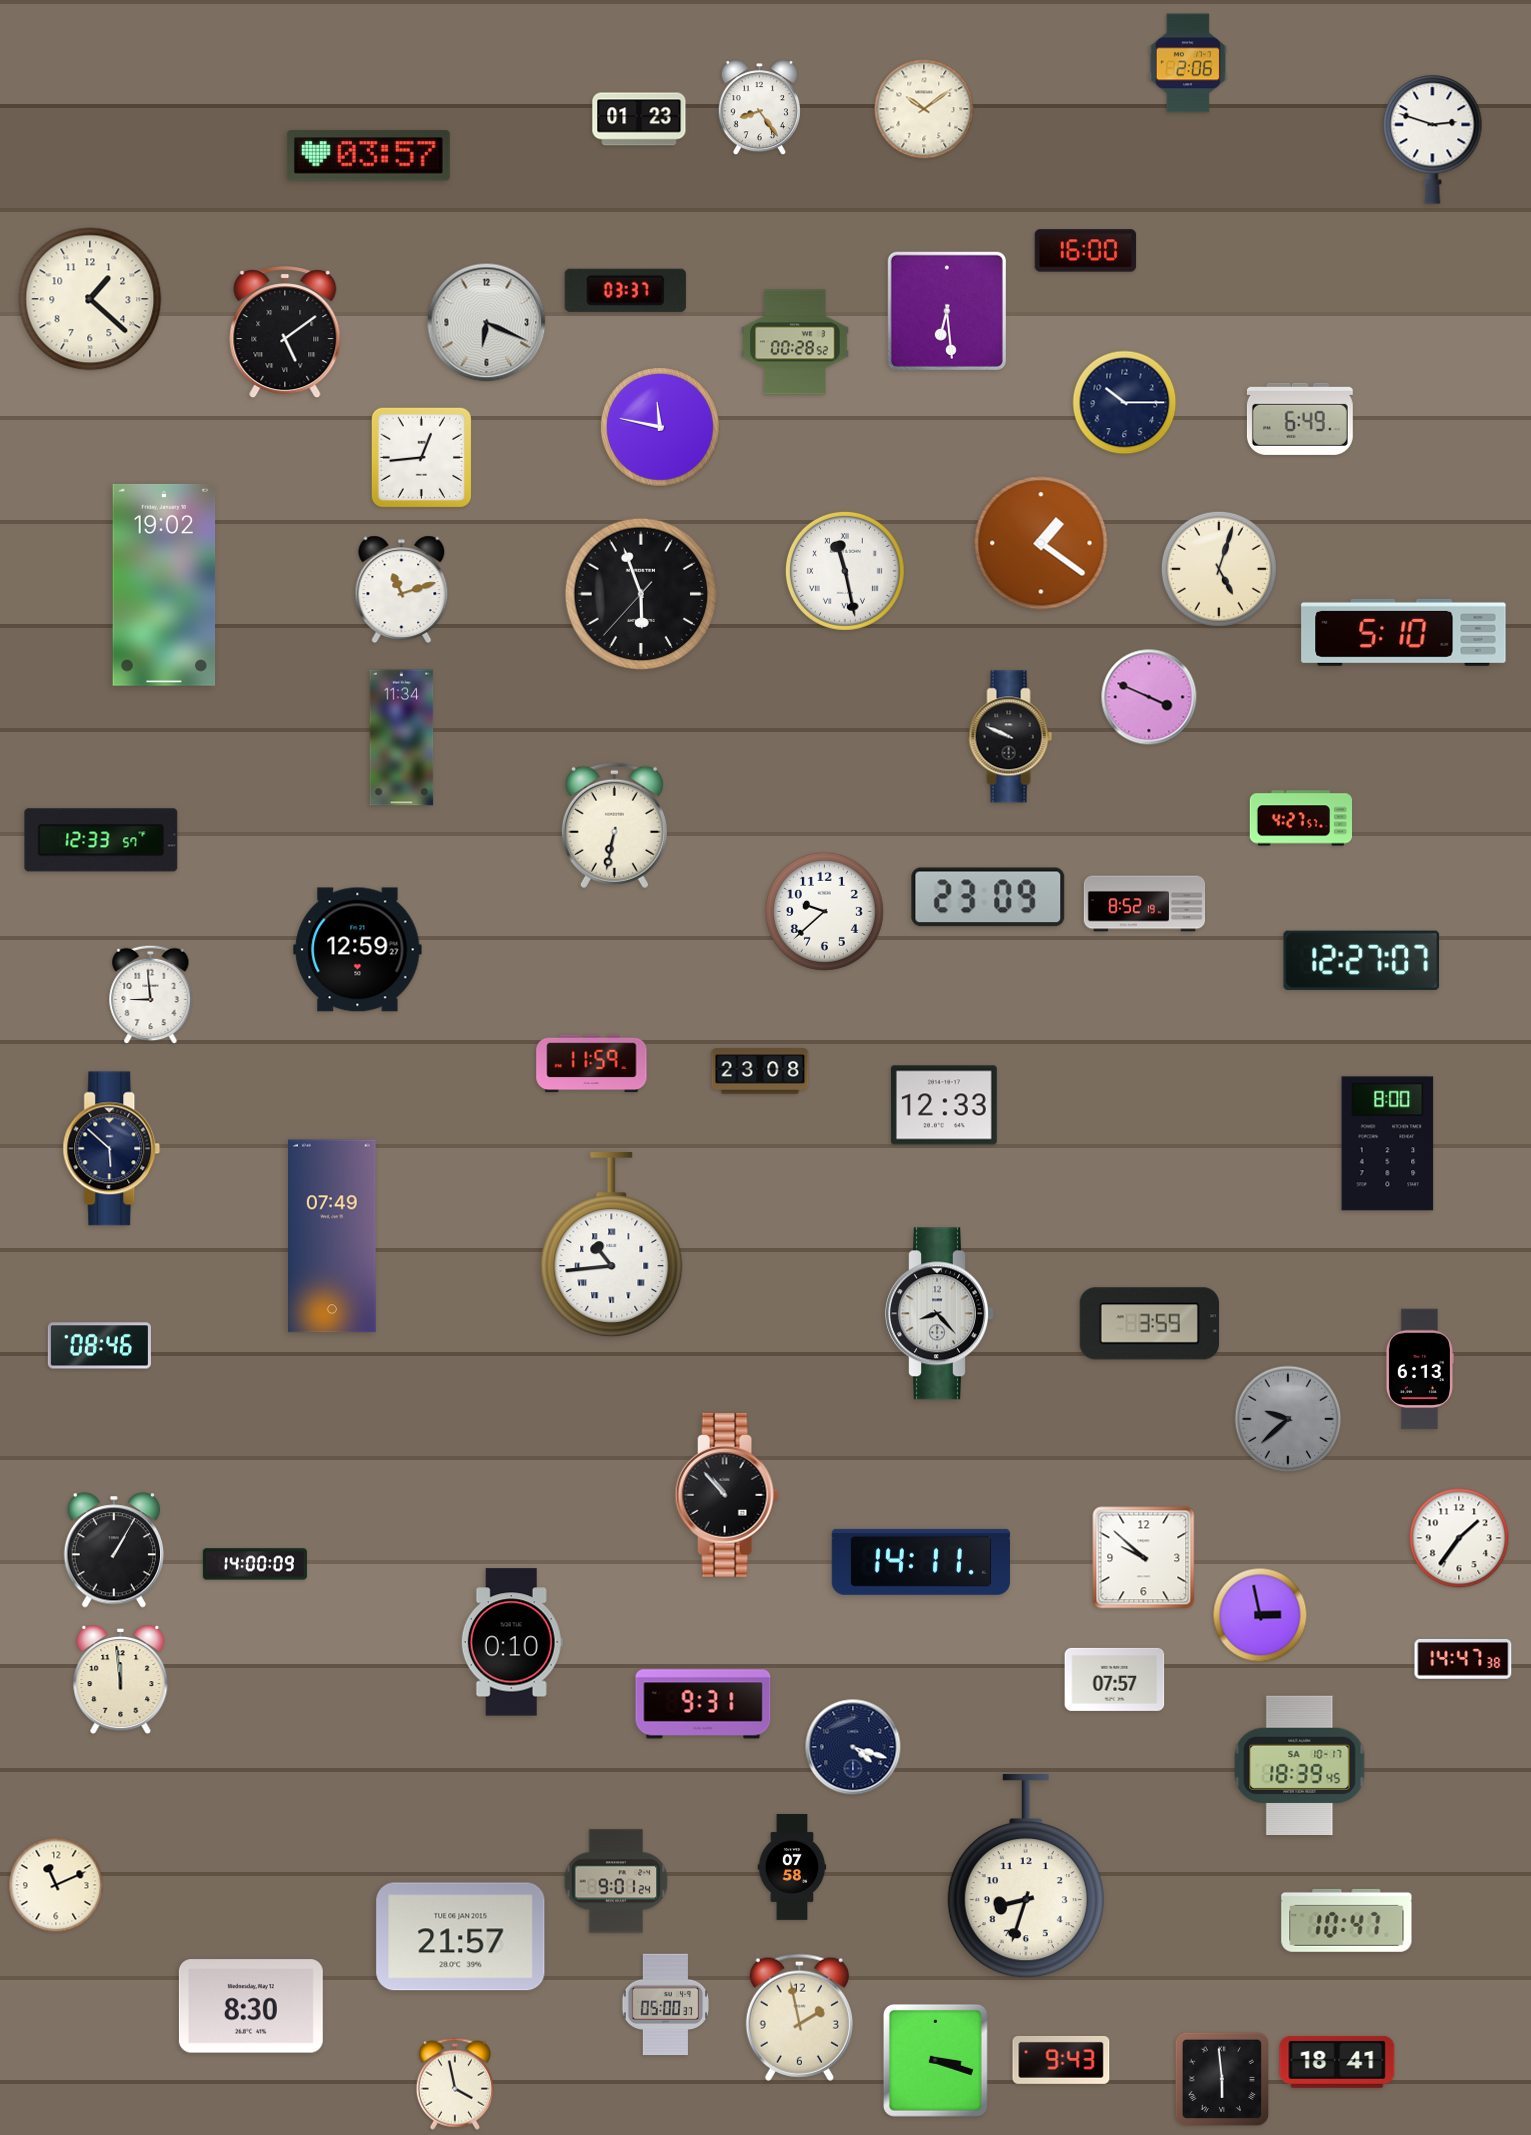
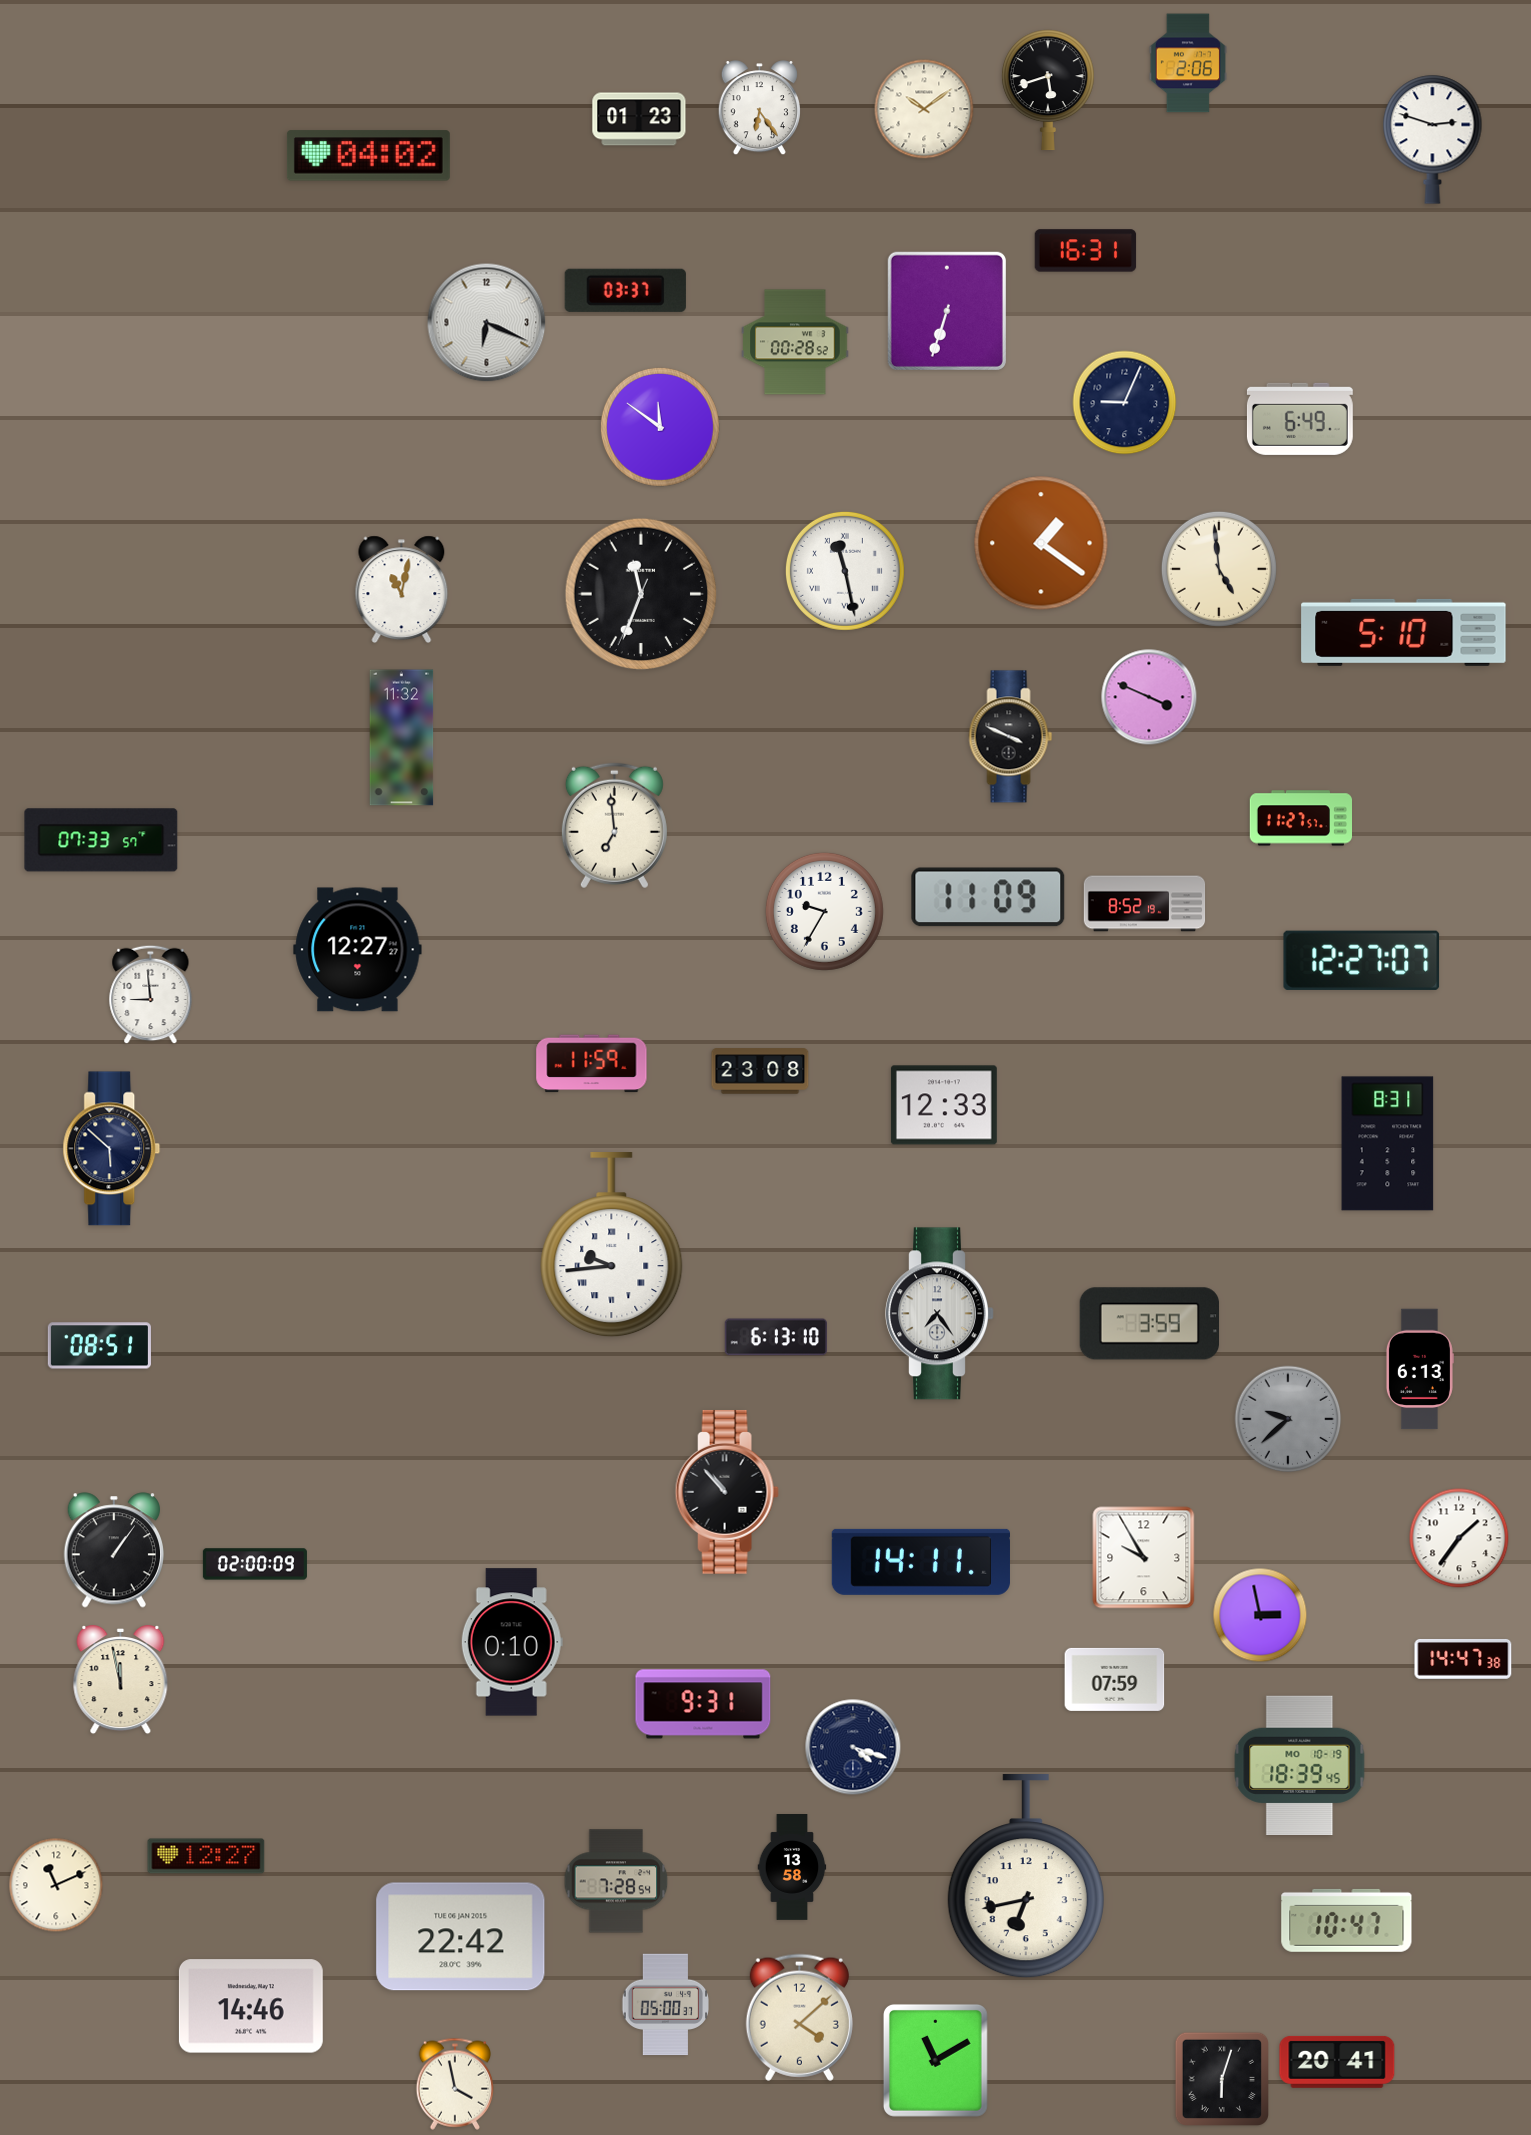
clock at (1048, 90): none -> 5:42
clock at (759, 108): 8:24 -> 6:24
clock at (368, 156): 03:57 -> 04:02
clock at (1086, 251): 16:00 -> 16:31
clock at (90, 299): 1:22 -> none
clock at (947, 311): 6:29 -> 6:33
clock at (285, 333): 5:09 -> none
clock at (1125, 403): 10:15 -> 9:04
clock at (660, 427): 11:47 -> 11:51
clock at (421, 457): 12:44 -> none
clock at (1219, 569): 5:03 -> 4:59
clock at (164, 585): 19:02 -> none
clock at (402, 590): 11:12 -> 11:02
clock at (641, 594): 5:56 -> 11:33
clock at (1011, 737): 9:49 -> 3:49
clock at (402, 738): 11:34 -> 11:32
clock at (1301, 818): 4:27 -> 11:27
clock at (614, 826): 6:32 -> 6:59
clock at (101, 840): 12:33 -> 07:33
clock at (988, 897): 23:09 -> 11:09
clock at (824, 911): 9:38 -> 9:35
clock at (358, 950): 12:59 -> 12:27
clock at (1388, 1144): 8:00 -> 8:31
clock at (333, 1236): 07:49 -> none
clock at (612, 1245): 10:44 -> 9:44
clock at (940, 1314): 8:23 -> 7:24
clock at (776, 1337): none -> 6:13
clock at (99, 1346): 08:46 -> 08:51
clock at (727, 1495) position: (727, 1495) -> (727, 1492)
clock at (113, 1550): 1:05 -> 1:06
clock at (1144, 1558): 9:52 -> 9:55
clock at (255, 1564): 14:00 -> 02:00
clock at (1115, 1679): 07:57 -> 07:59
clock at (121, 1681): 11:59 -> 11:58
clock at (1300, 1765) date: SA 10-17 -> MO 10-19
clock at (206, 1856): none -> 12:27
clock at (792, 1868): 07:58 -> 13:58
clock at (1026, 1877): 8:33 -> 6:43
clock at (616, 1881): 9:01 -> 7:28
clock at (461, 1937): 21:57 -> 22:42
clock at (251, 2006): 8:30 -> 14:46
clock at (799, 2017): 1:58 -> 4:08
clock at (935, 2060): 3:18 -> 11:10
clock at (1061, 2060): 9:43 -> none
clock at (1337, 2062): 18:41 -> 20:41
clock at (1221, 2078): 5:59 -> 6:03
